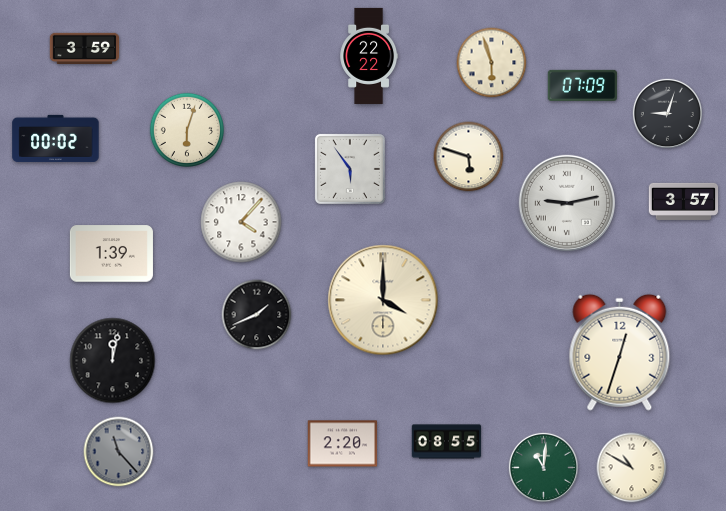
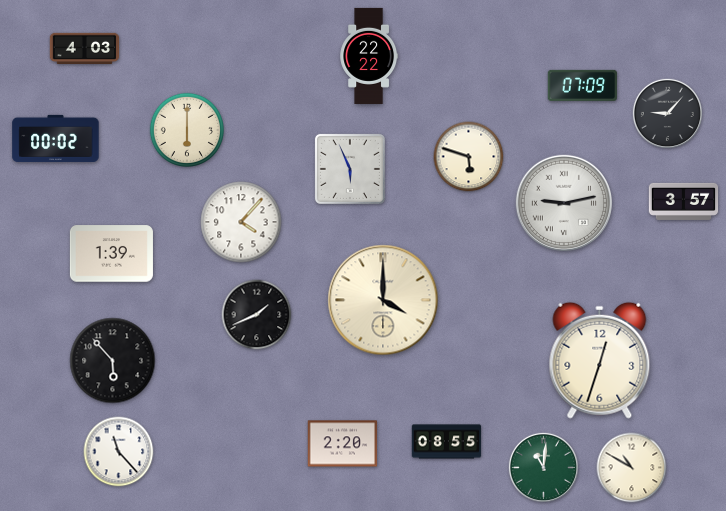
clock at (85, 48): 3:59 -> 4:03
clock at (492, 63): 5:57 -> none
clock at (667, 113): 9:03 -> 9:07
clock at (186, 129): 6:03 -> 6:00
clock at (350, 169): 5:54 -> 5:56
clock at (566, 202) position: (566, 202) -> (563, 202)
clock at (620, 352) position: (620, 352) -> (600, 360)
clock at (113, 361): 12:02 -> 5:53
clock at (119, 452) dial: grey -> white
